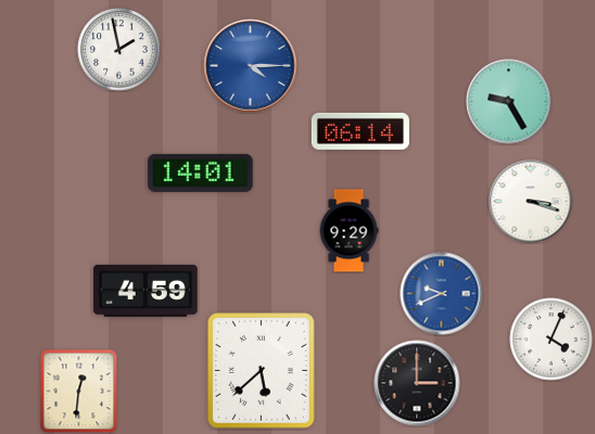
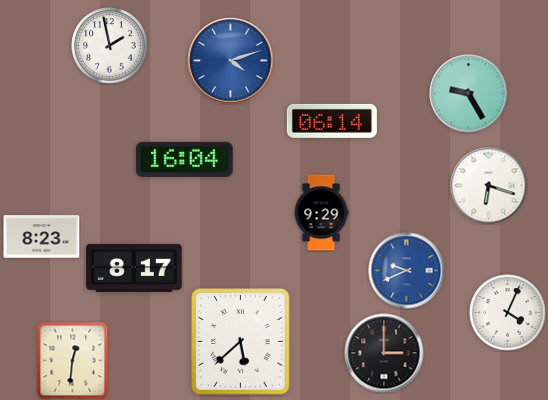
clock at (251, 66): 4:15 -> 4:12
clock at (201, 173): 14:01 -> 16:04
clock at (531, 202): 3:18 -> 6:18
clock at (42, 237): none -> 8:23
clock at (145, 291): 4:59 -> 8:17
